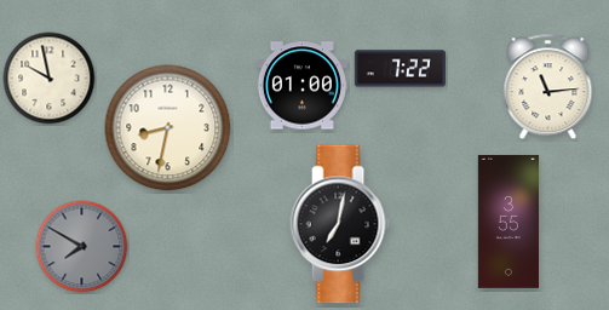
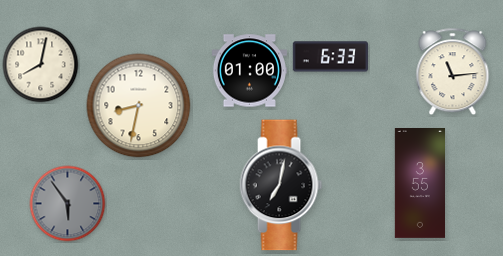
clock at (400, 69): 7:22 -> 6:33
clock at (50, 79): 9:58 -> 8:02
clock at (82, 247): 7:50 -> 5:54
